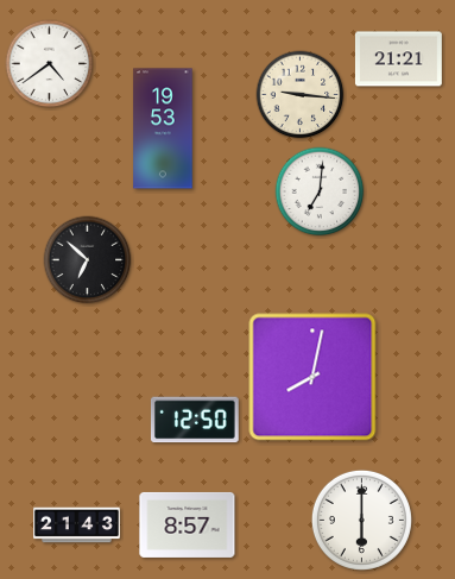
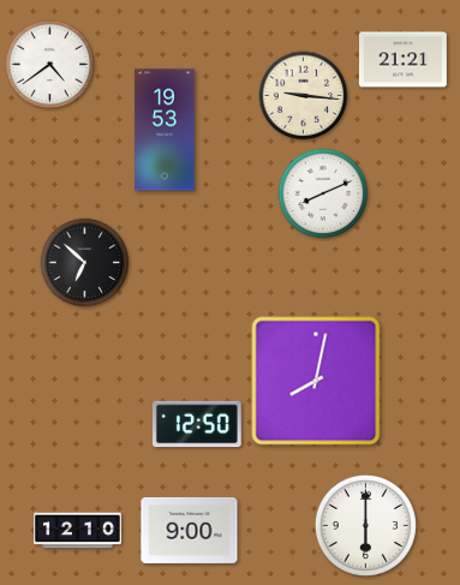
clock at (320, 191): 7:01 -> 8:11
clock at (88, 260) position: (88, 260) -> (85, 263)
clock at (188, 524): 8:57 -> 9:00
clock at (77, 525): 21:43 -> 12:10
